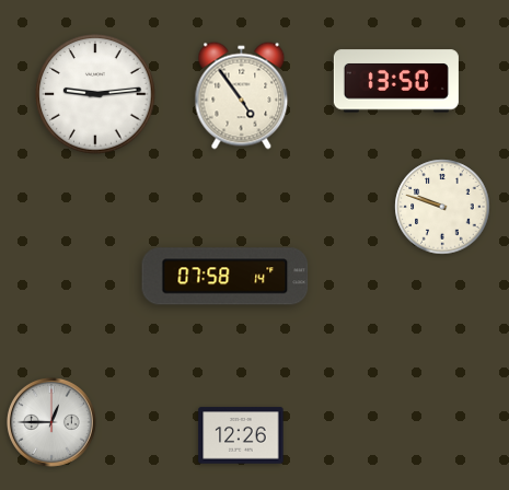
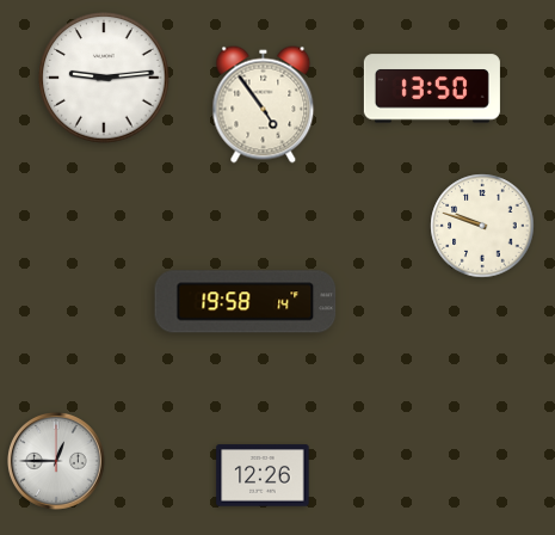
clock at (95, 94) position: (95, 94) -> (104, 78)
clock at (225, 277): 07:58 -> 19:58
